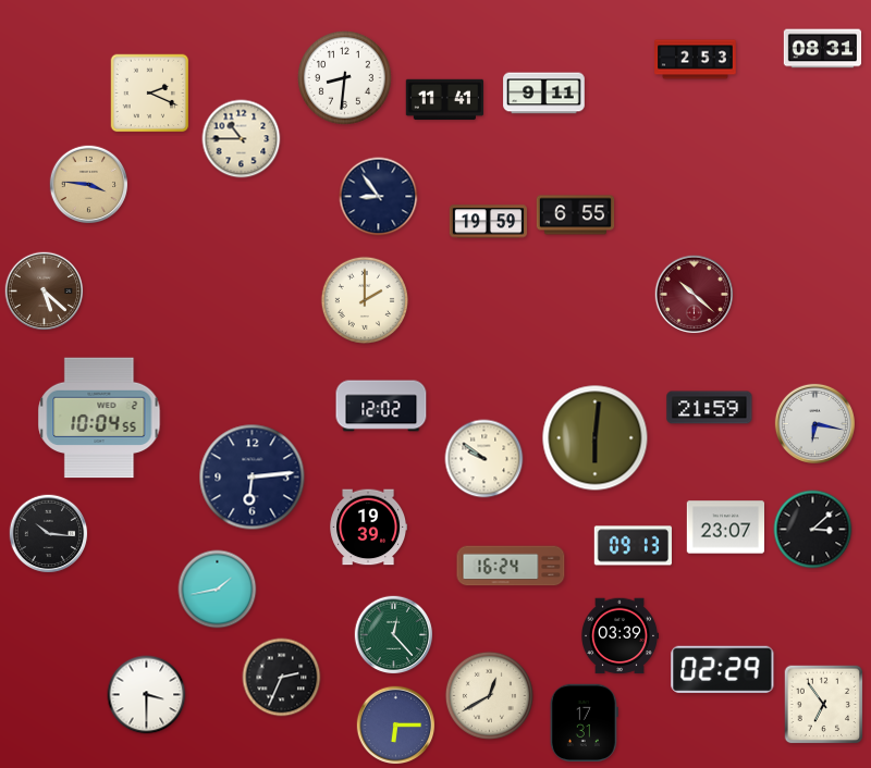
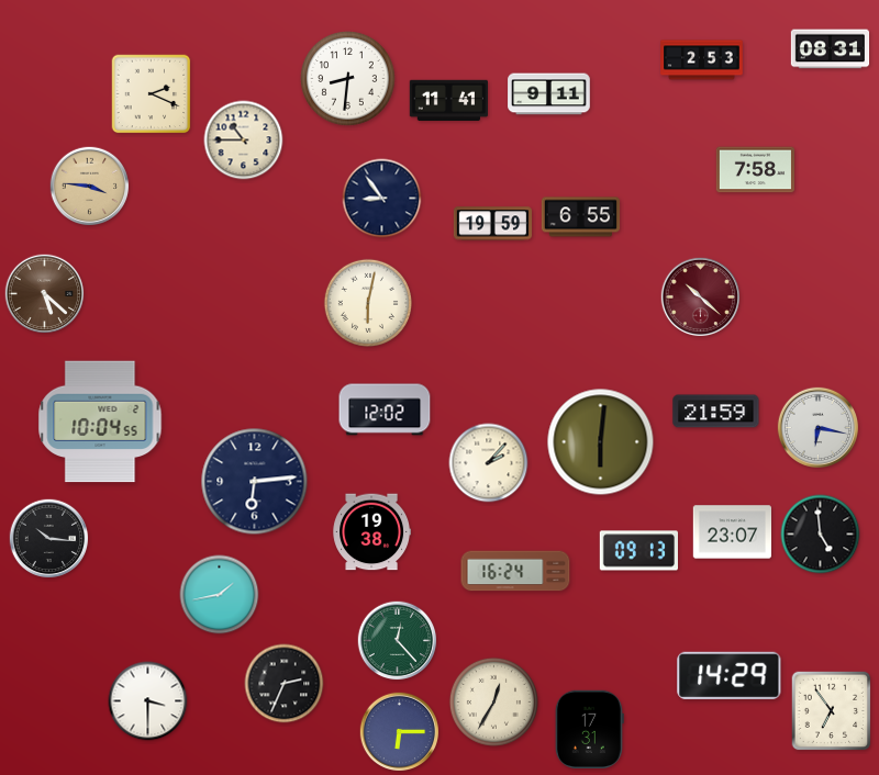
clock at (755, 170): none -> 7:58
clock at (365, 300): 2:00 -> 6:02
clock at (814, 423) position: (814, 423) -> (817, 427)
clock at (484, 459): 9:51 -> 2:07
clock at (368, 528): 19:39 -> 19:38
clock at (813, 530): 3:08 -> 4:59
clock at (619, 636): 03:39 -> none
clock at (723, 669): 02:29 -> 14:29
clock at (489, 695): 12:40 -> 12:35
